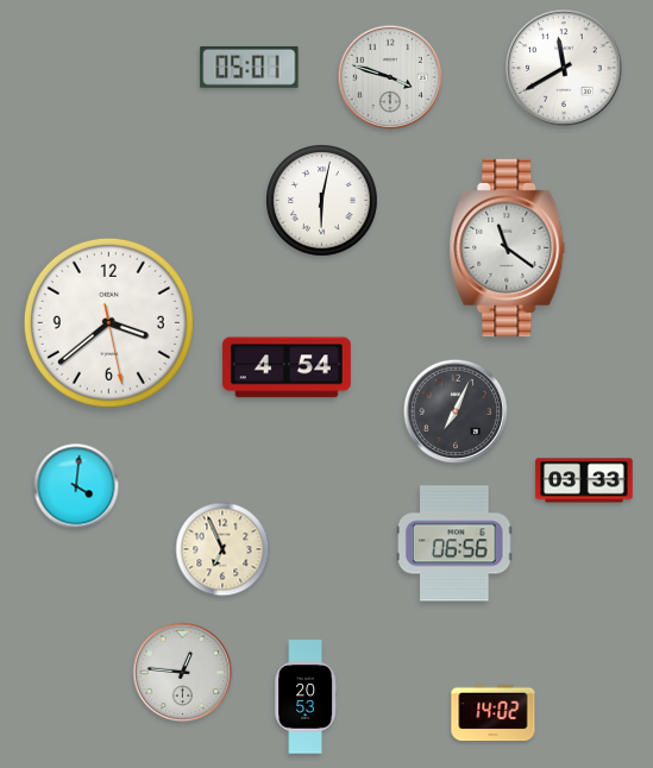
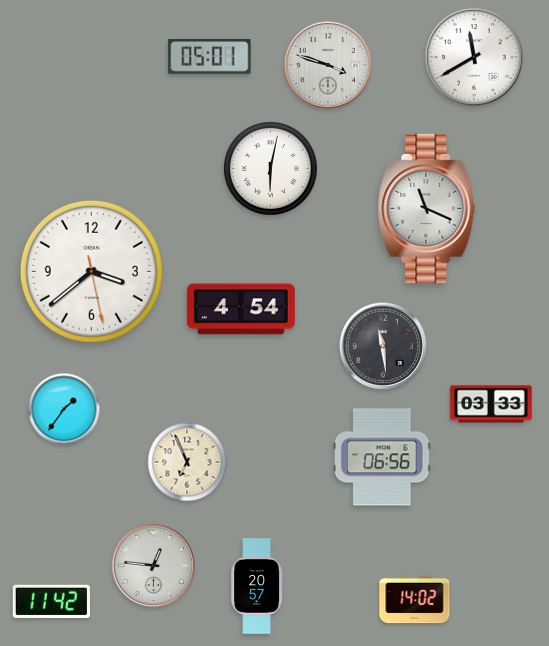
clock at (508, 247): 11:21 -> 11:19
clock at (454, 410): 7:04 -> 11:29
clock at (76, 486): 4:01 -> 1:36
clock at (304, 697): 20:53 -> 20:57
clock at (51, 601): none -> 11:42
